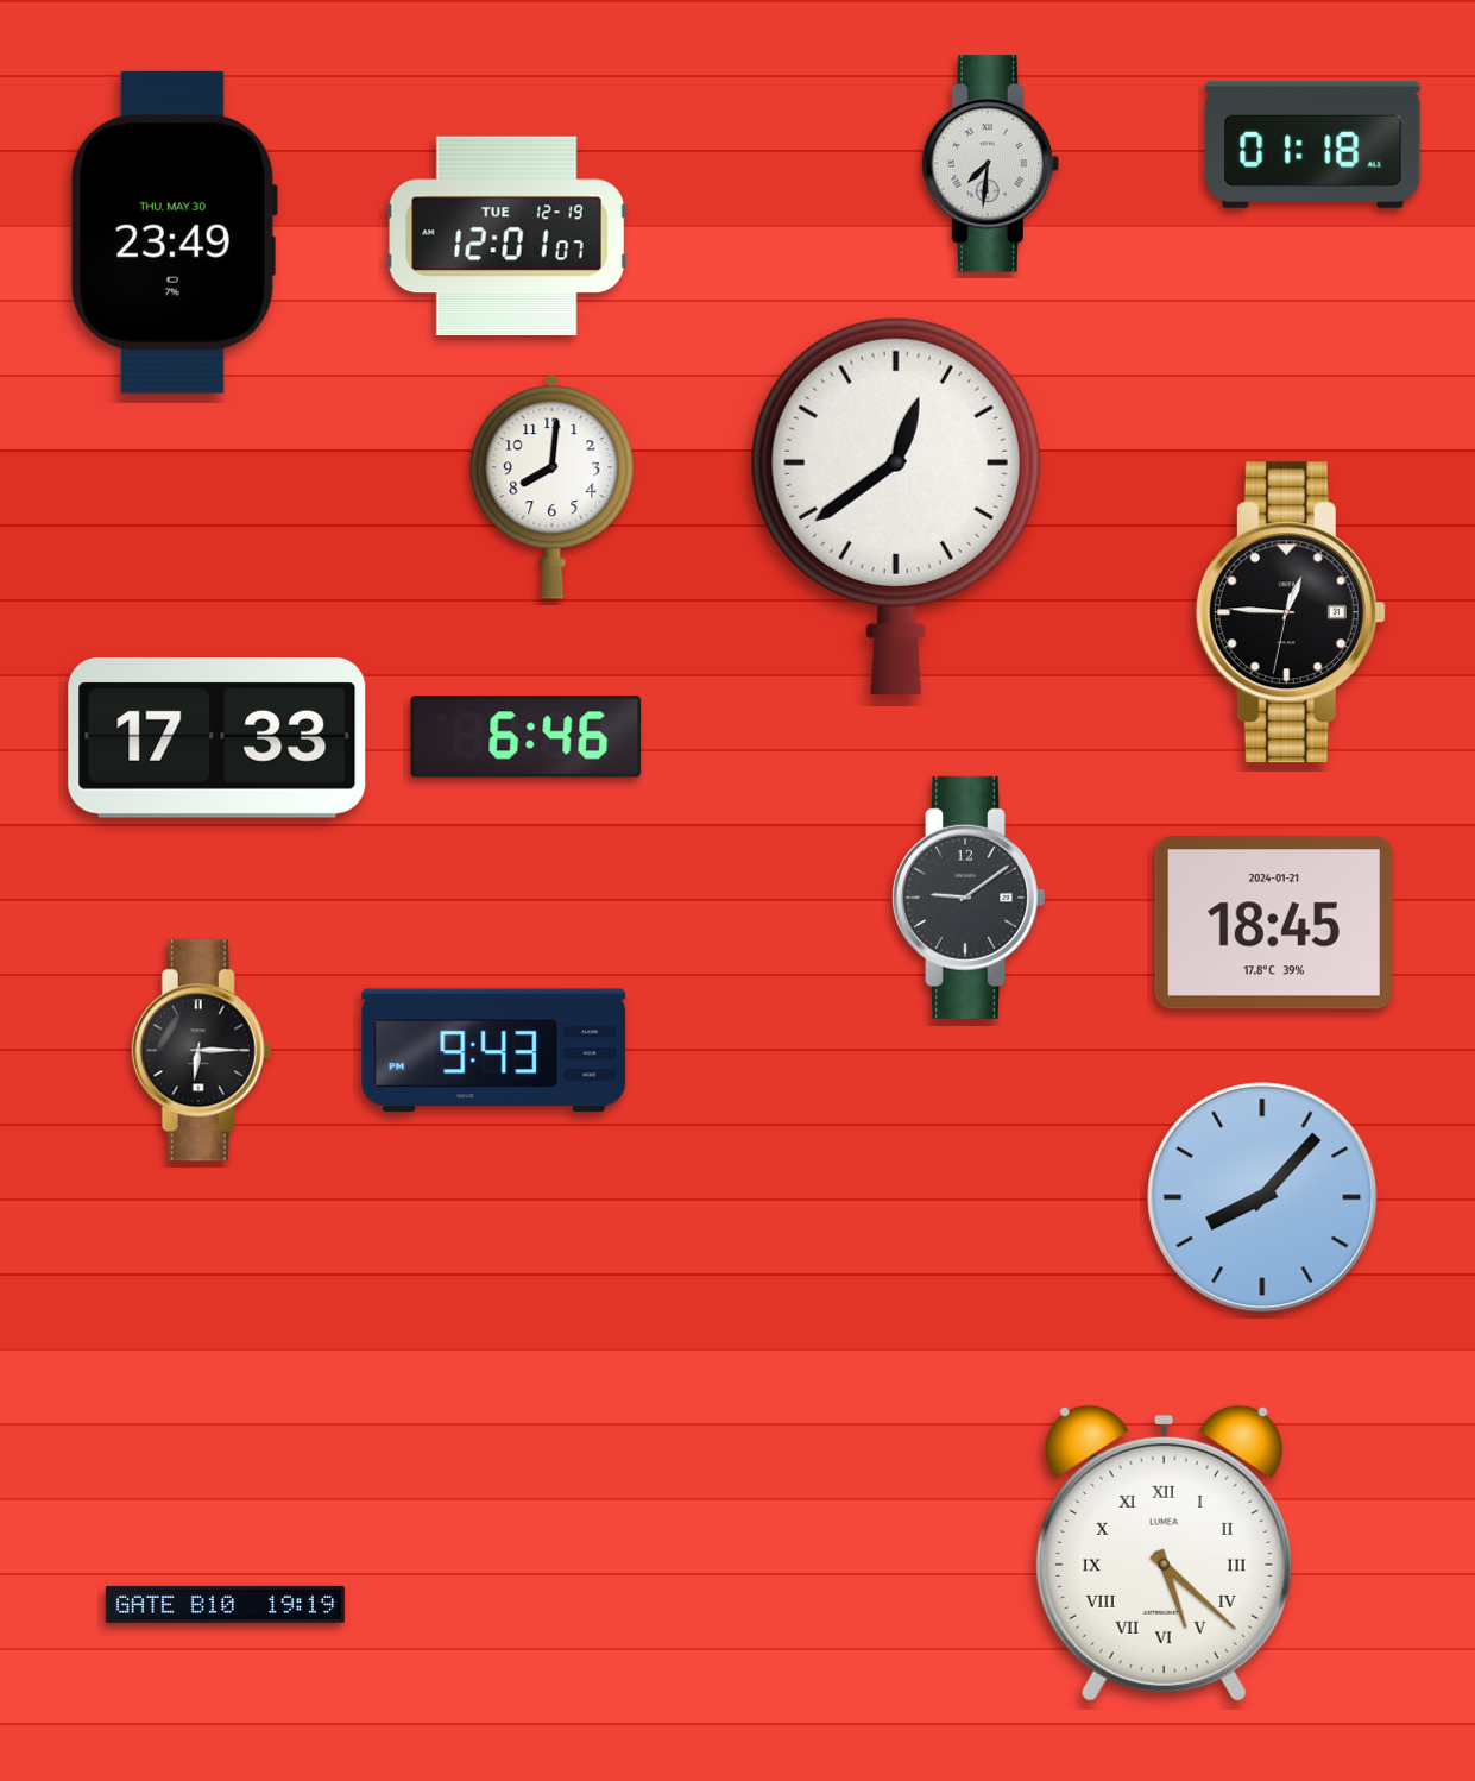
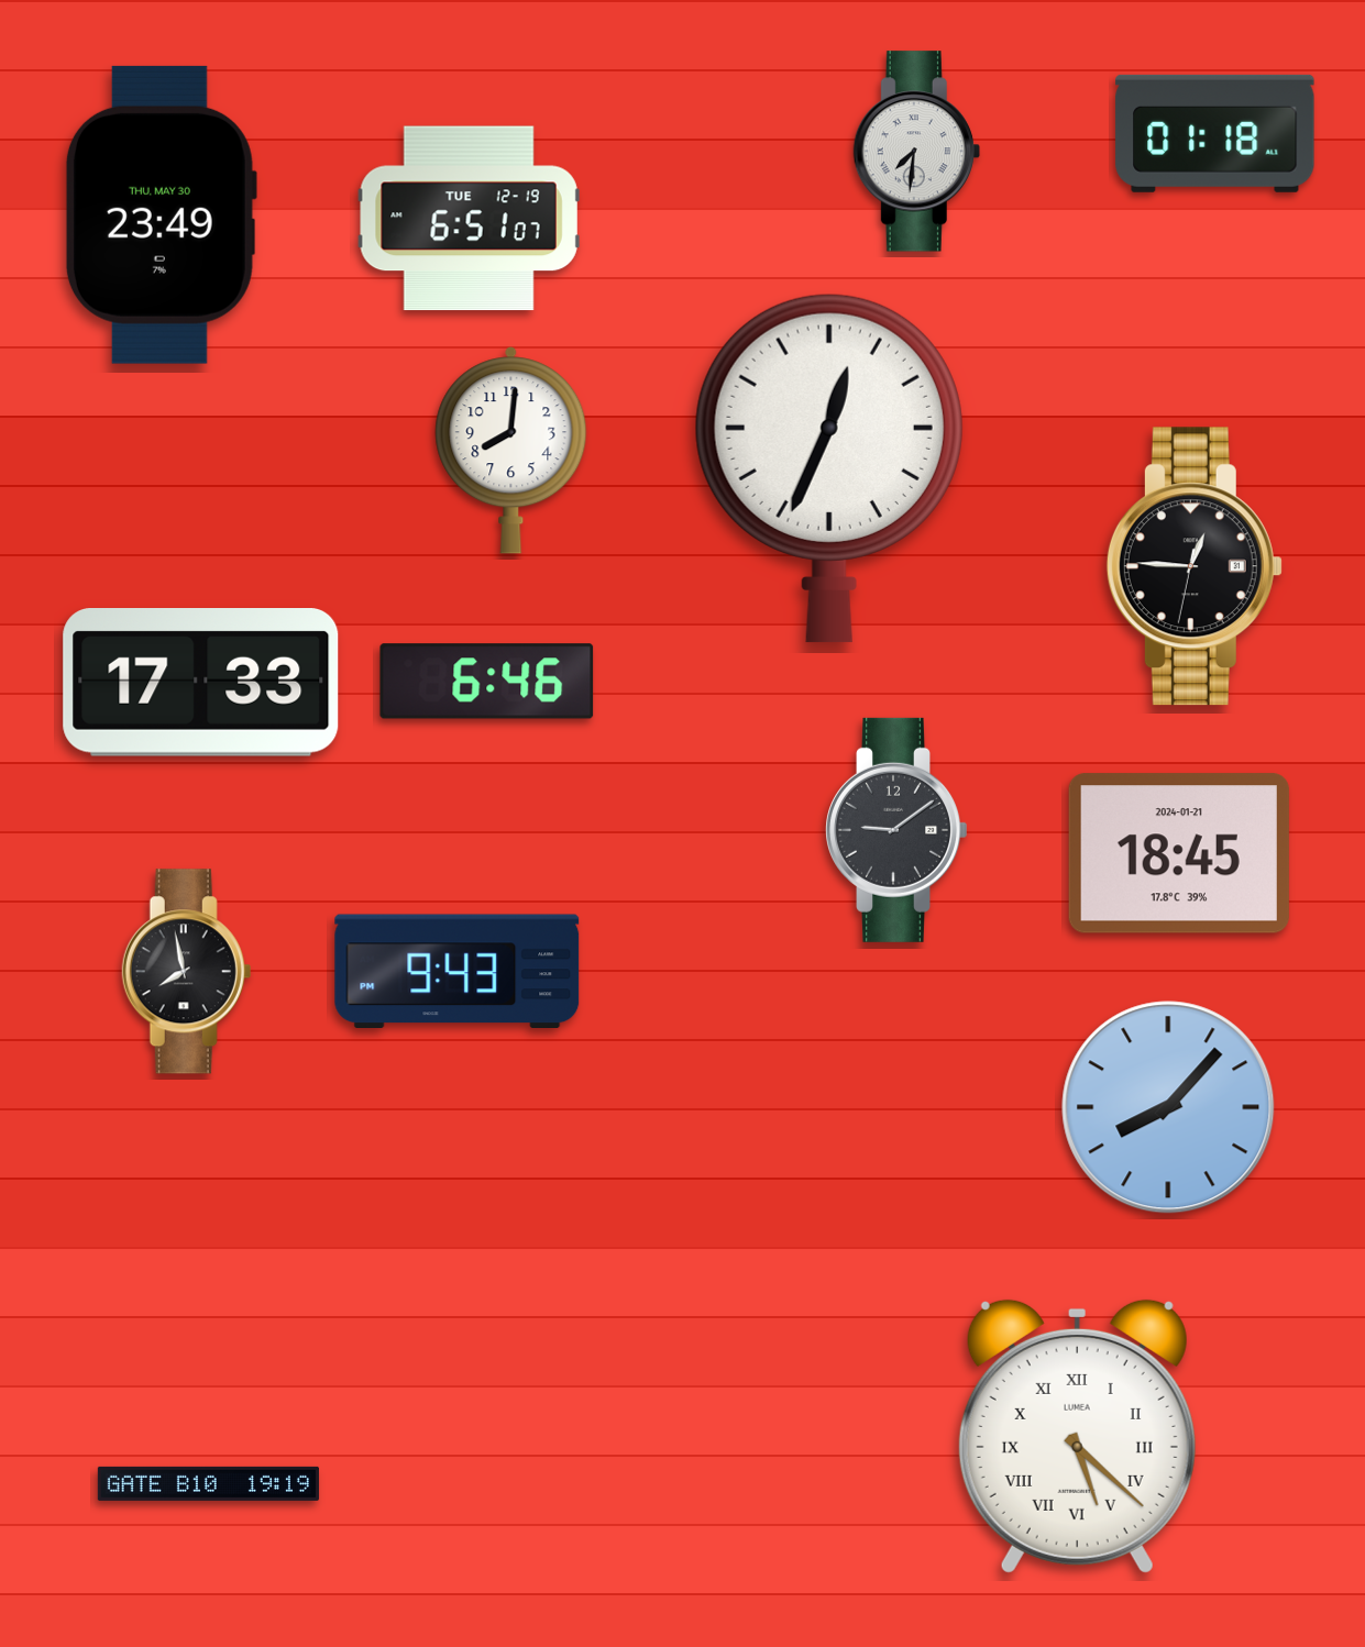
clock at (506, 237): 12:01 -> 6:51
clock at (896, 506): 12:39 -> 12:34
clock at (202, 1051): 6:15 -> 7:58
